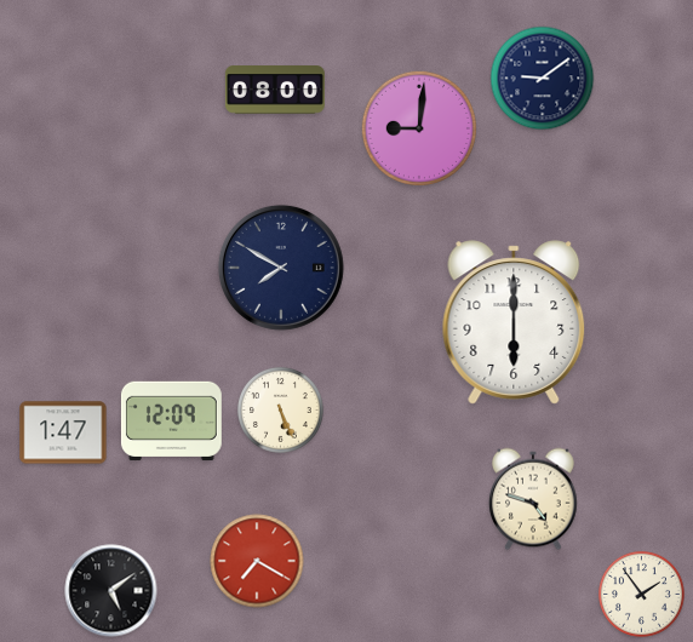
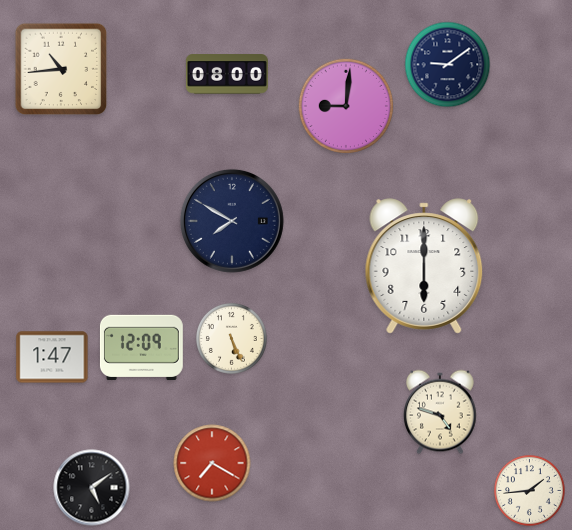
clock at (61, 69): none -> 10:44
clock at (641, 594): 1:54 -> 1:44
